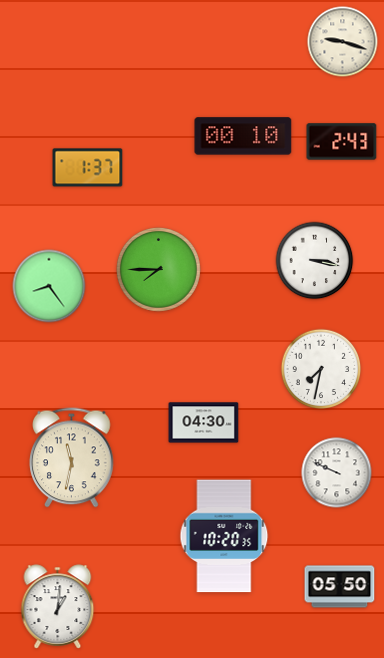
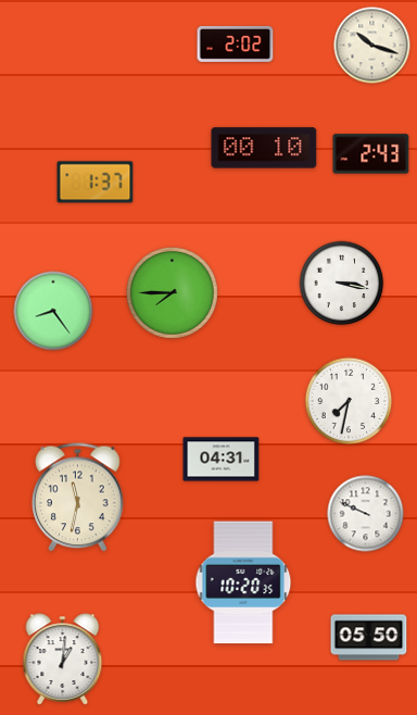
clock at (236, 43): none -> 2:02
clock at (343, 42): 9:18 -> 10:18
clock at (204, 423): 04:30 -> 04:31
